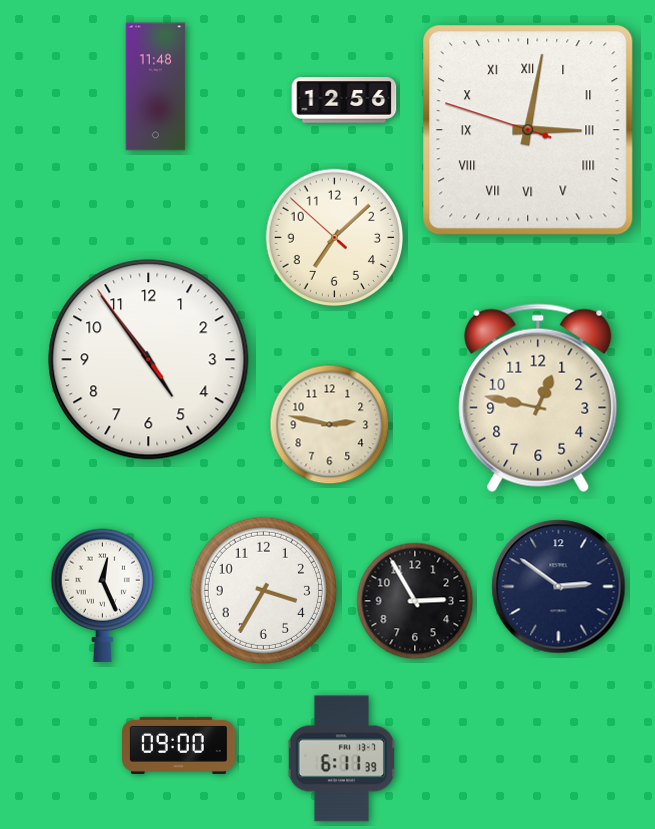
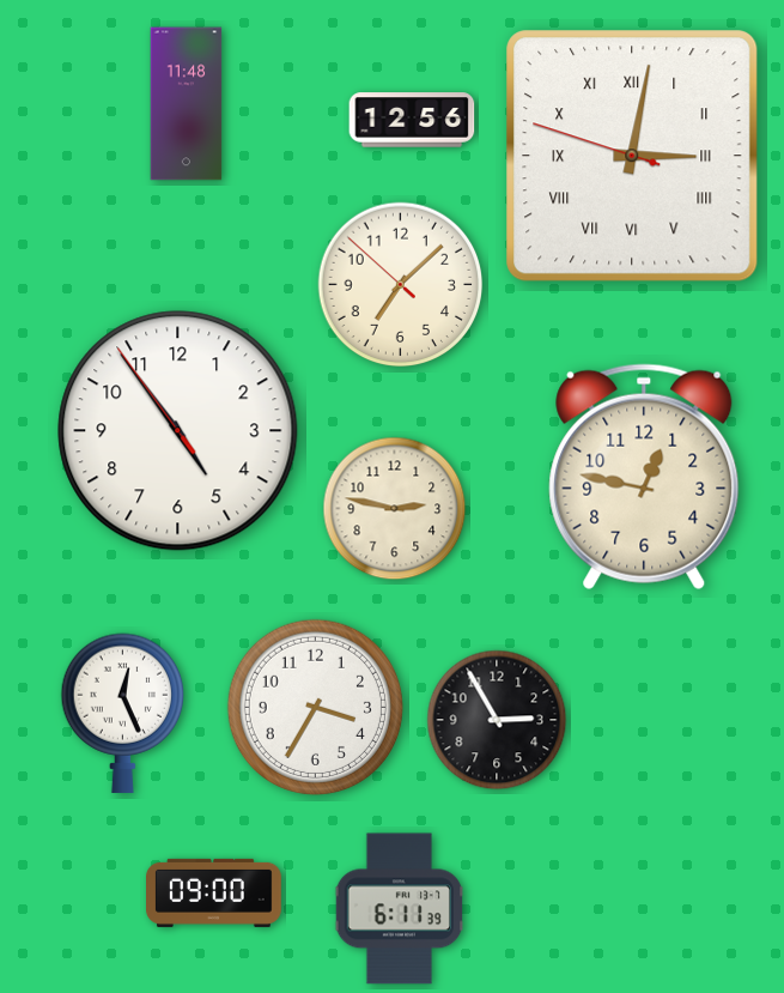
clock at (559, 587): 2:51 -> none
clock at (341, 759) position: (341, 759) -> (399, 909)
